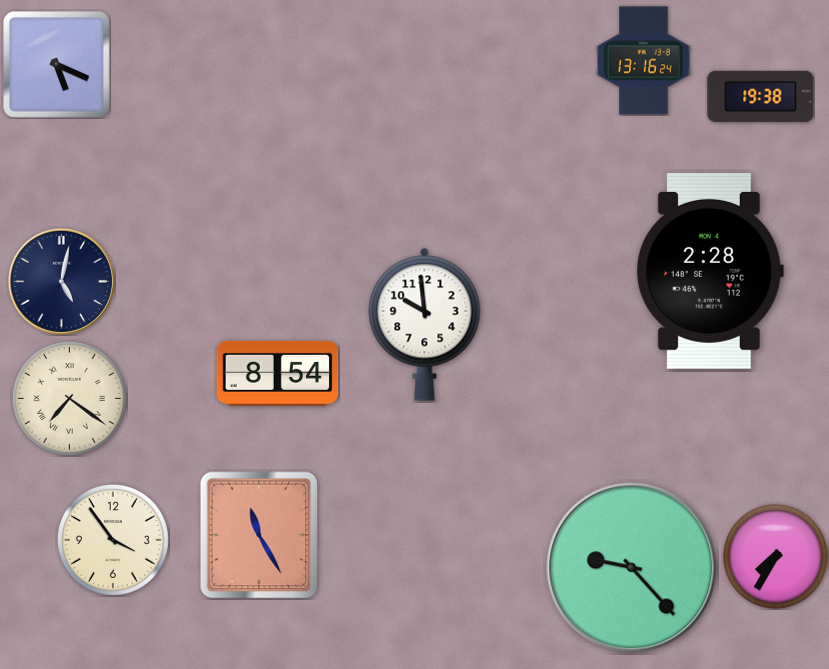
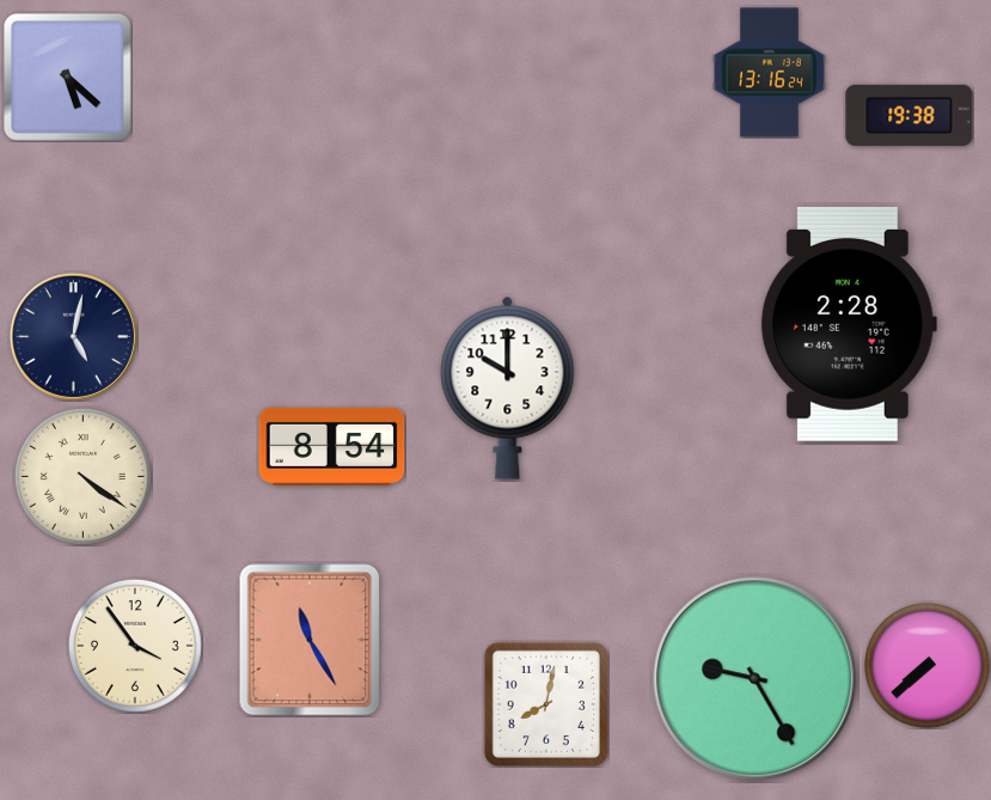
clock at (56, 64): 5:19 -> 5:22
clock at (425, 324): 9:59 -> 10:00
clock at (69, 398): 7:21 -> 4:21
clock at (776, 557): 7:35 -> 7:38
clock at (632, 568): 9:23 -> 9:25
clock at (546, 704): none -> 8:02
